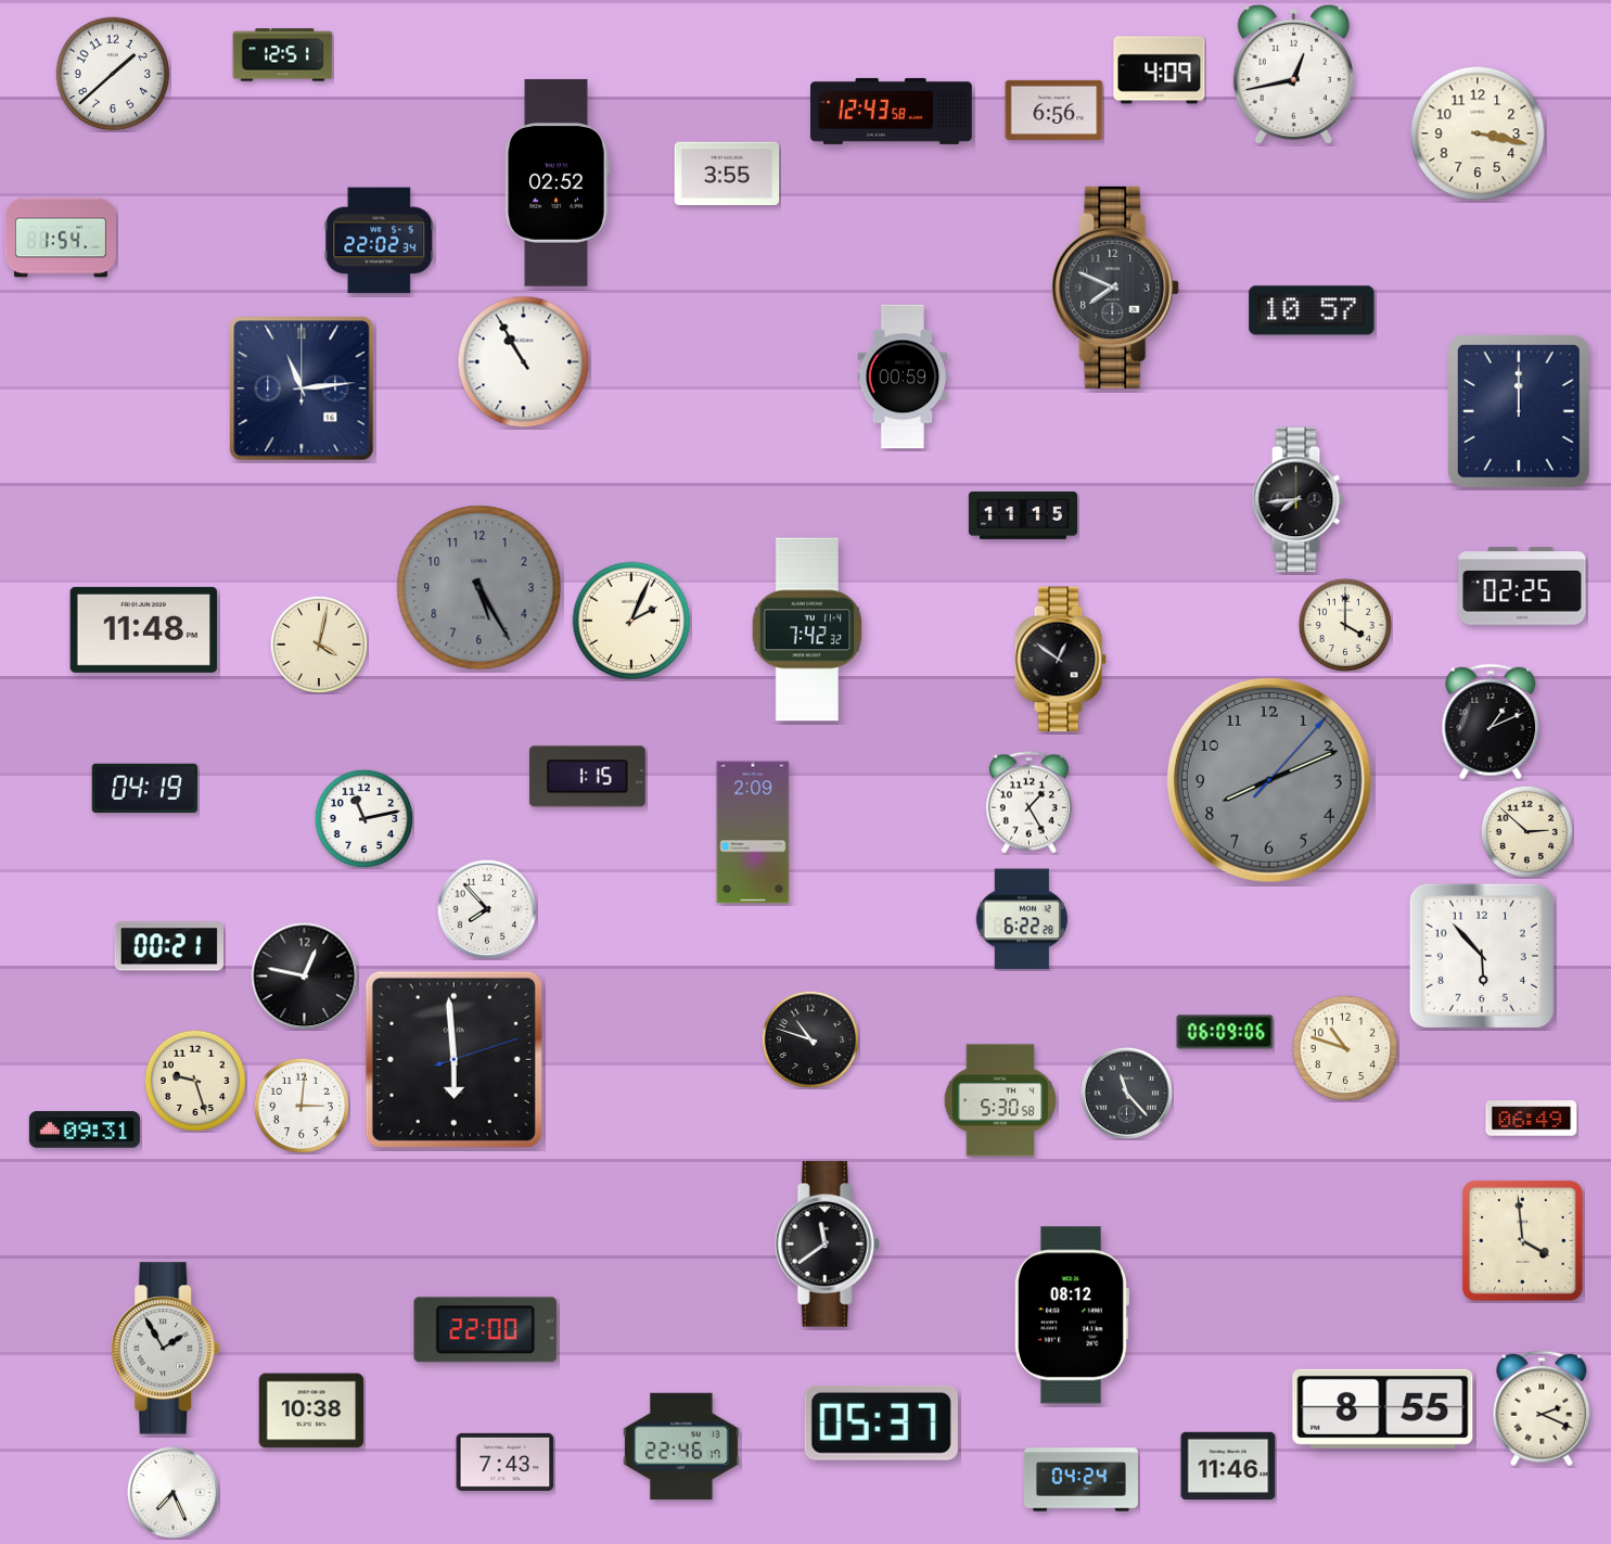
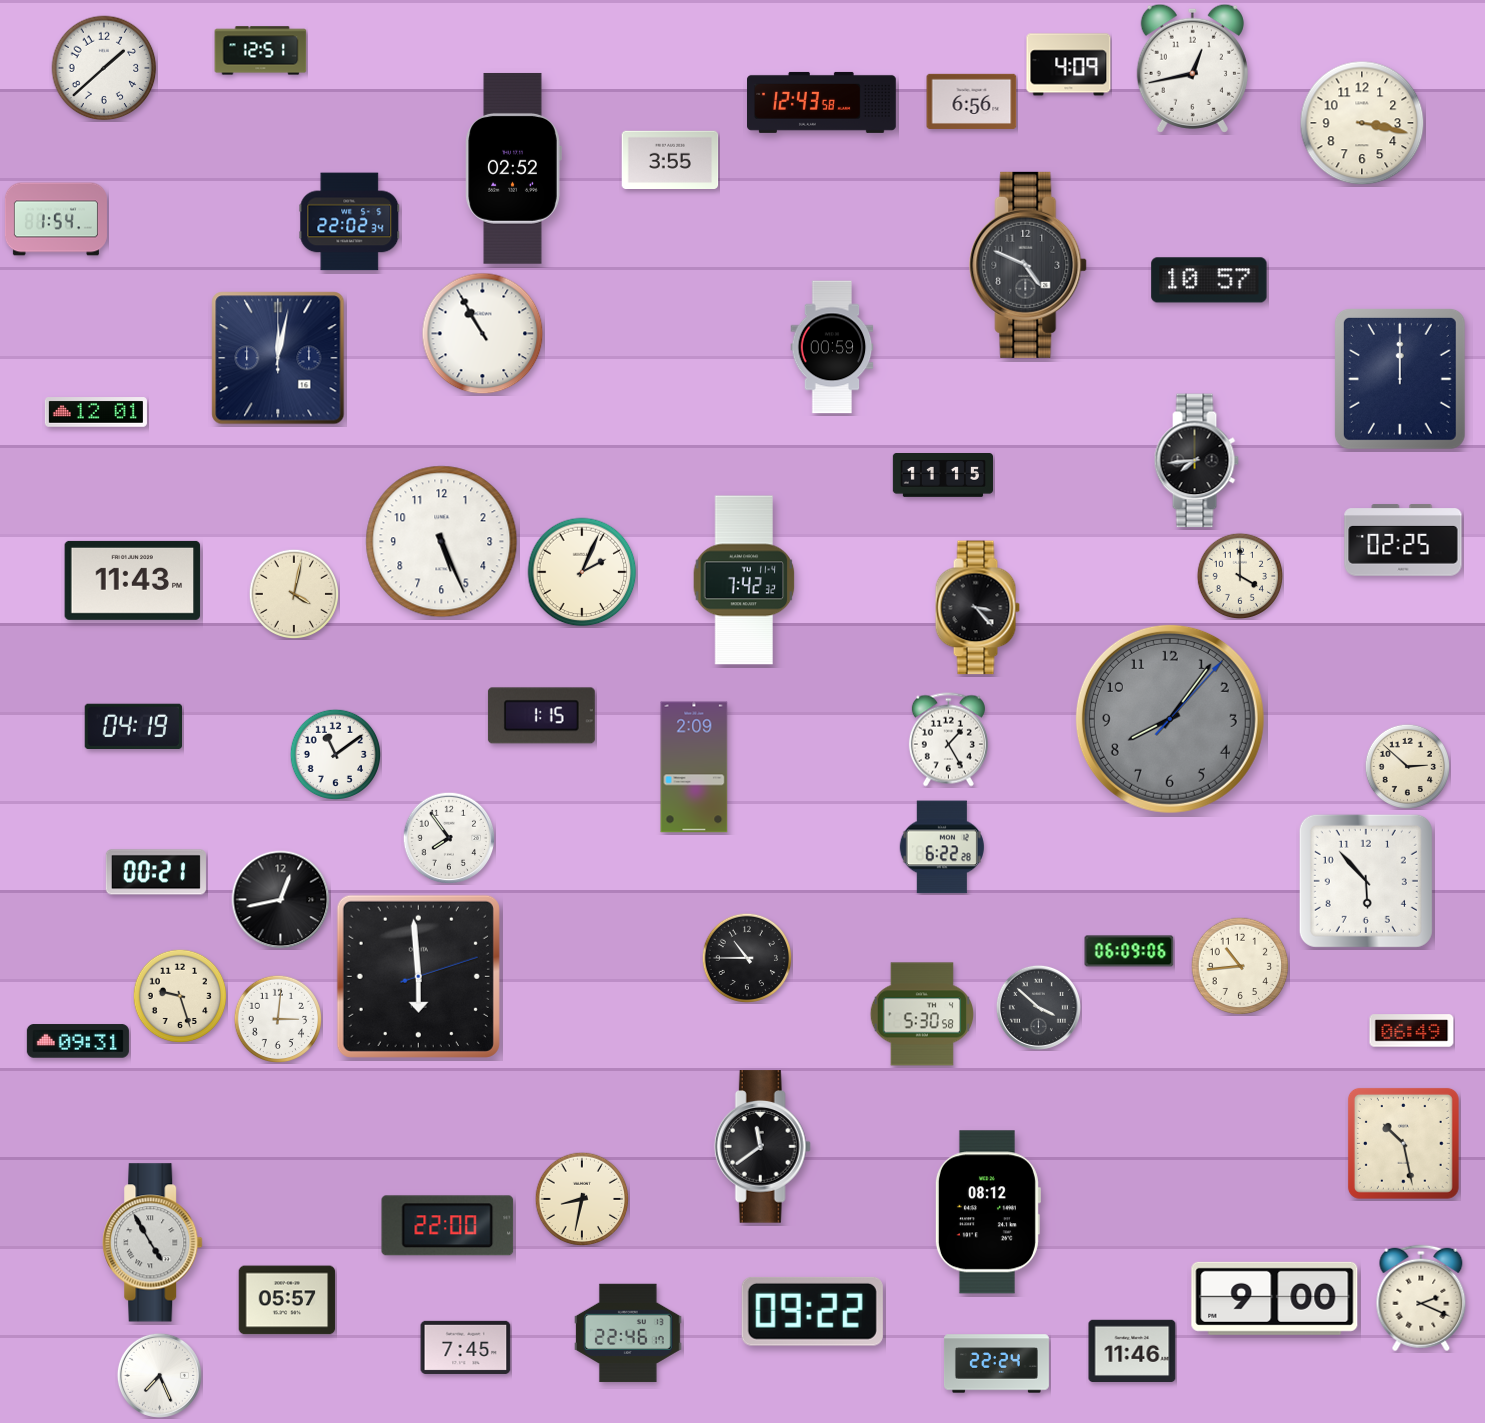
clock at (1116, 288): 7:49 -> 4:49
clock at (1312, 310) position: (1312, 310) -> (1209, 280)
clock at (302, 388): 11:14 -> 12:02
clock at (96, 412): none -> 12:01
clock at (480, 588): 5:25 -> 5:26
clock at (480, 588) dial: grey -> white
clock at (144, 629): 11:48 -> 11:43
clock at (1060, 660): 12:51 -> 3:23
clock at (1491, 722): 1:11 -> none
clock at (1269, 780): 8:11 -> 8:06
clock at (363, 818): 11:13 -> 11:09
clock at (487, 909): 7:53 -> 7:54
clock at (305, 977): 12:47 -> 12:43
clock at (809, 1038): 10:48 -> 10:45
clock at (1345, 1048): 10:48 -> 10:44
clock at (1126, 1093): 11:23 -> 3:52
clock at (1522, 1240): 3:59 -> 10:28
clock at (582, 1199): none -> 8:32
clock at (166, 1349): 1:55 -> 4:55
clock at (1383, 1408): 8:55 -> 9:00
clock at (311, 1411): 10:38 -> 05:57
clock at (881, 1422): 05:37 -> 09:22
clock at (506, 1462): 7:43 -> 7:45
clock at (1081, 1480): 04:24 -> 22:24
